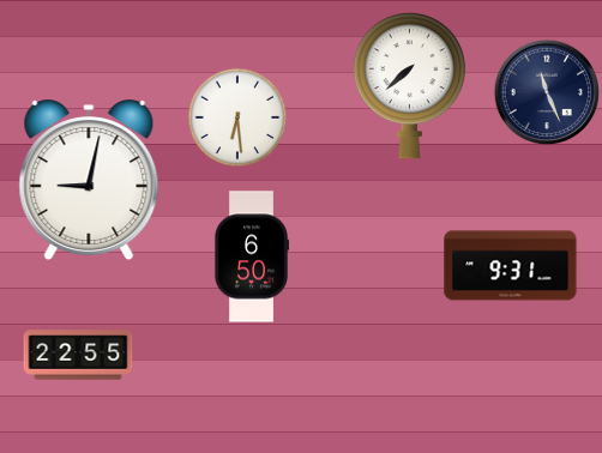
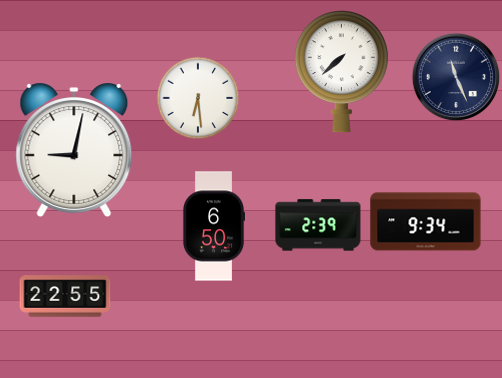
clock at (251, 256) position: (251, 256) -> (213, 226)
clock at (511, 266): 9:31 -> 9:34
clock at (318, 225): none -> 2:39
